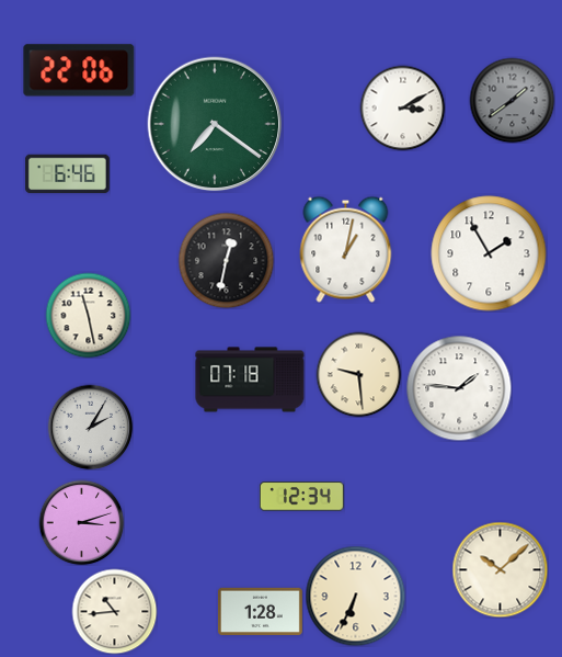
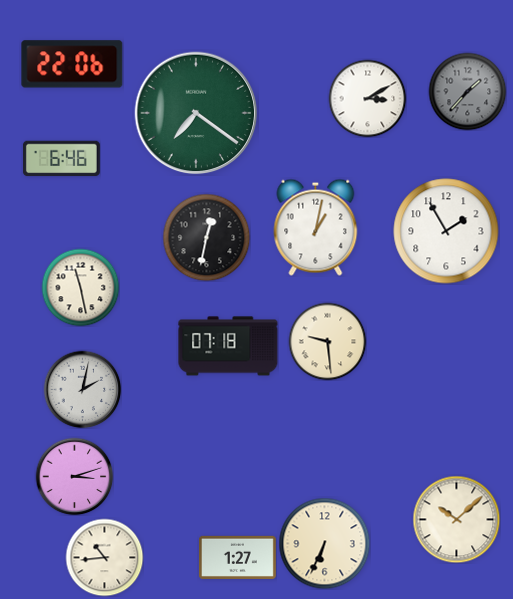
clock at (512, 100): 1:39 -> 1:37
clock at (459, 388): 1:46 -> none
clock at (90, 427): 2:05 -> 2:02
clock at (301, 497): 12:34 -> none
clock at (260, 611): 1:28 -> 1:27
